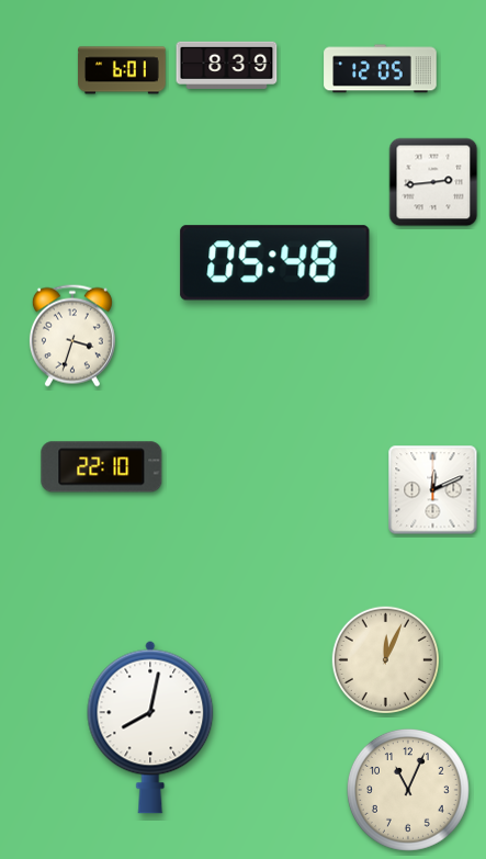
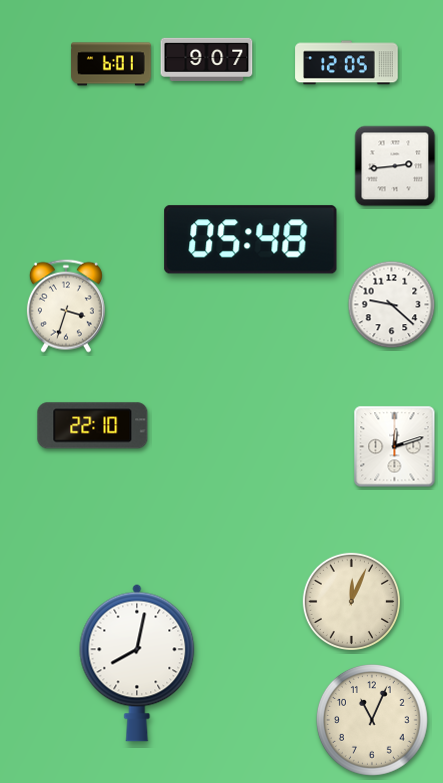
clock at (227, 65): 8:39 -> 9:07
clock at (392, 305): none -> 9:22
clock at (433, 490): 12:11 -> 12:12
